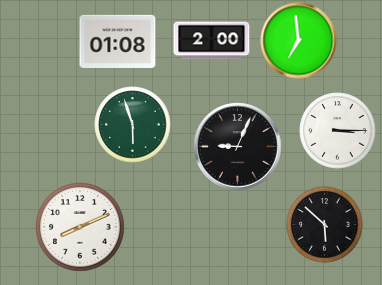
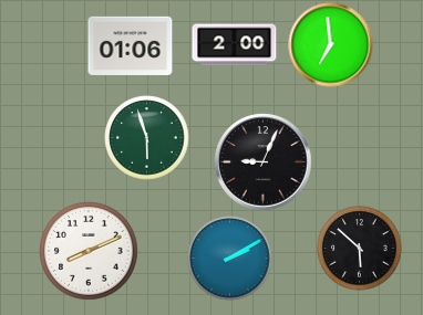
clock at (118, 41): 01:08 -> 01:06
clock at (338, 131): 3:15 -> none
clock at (230, 259): none -> 2:10
